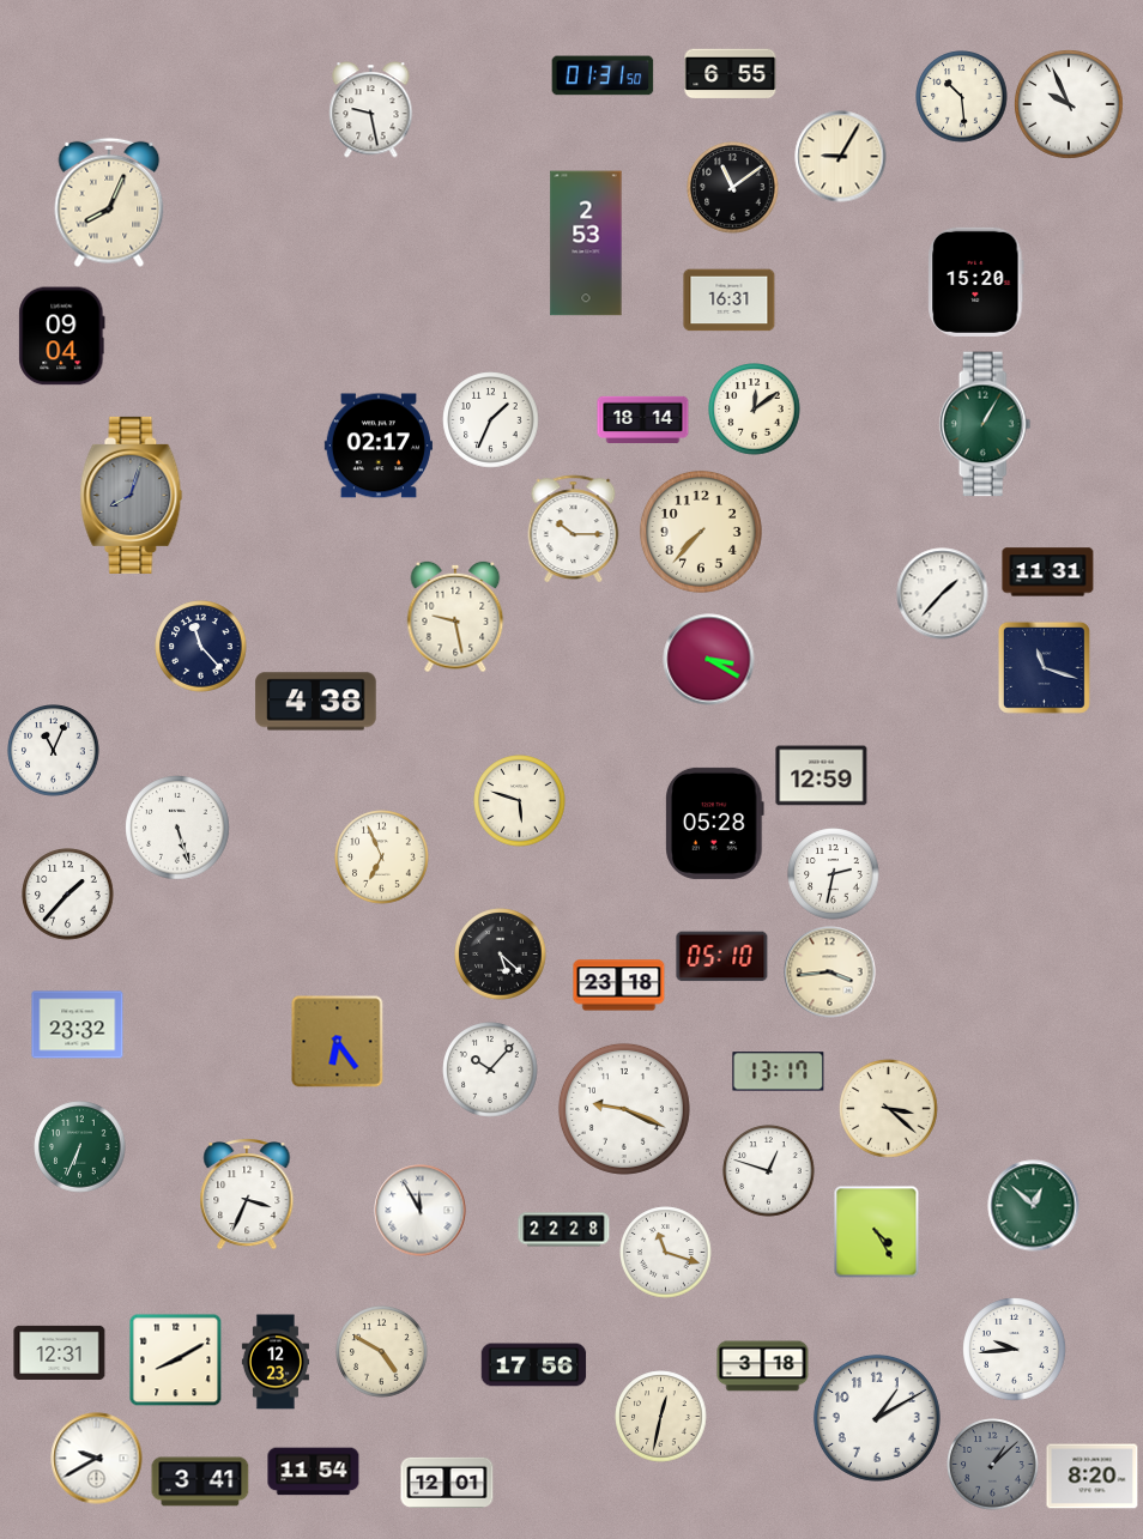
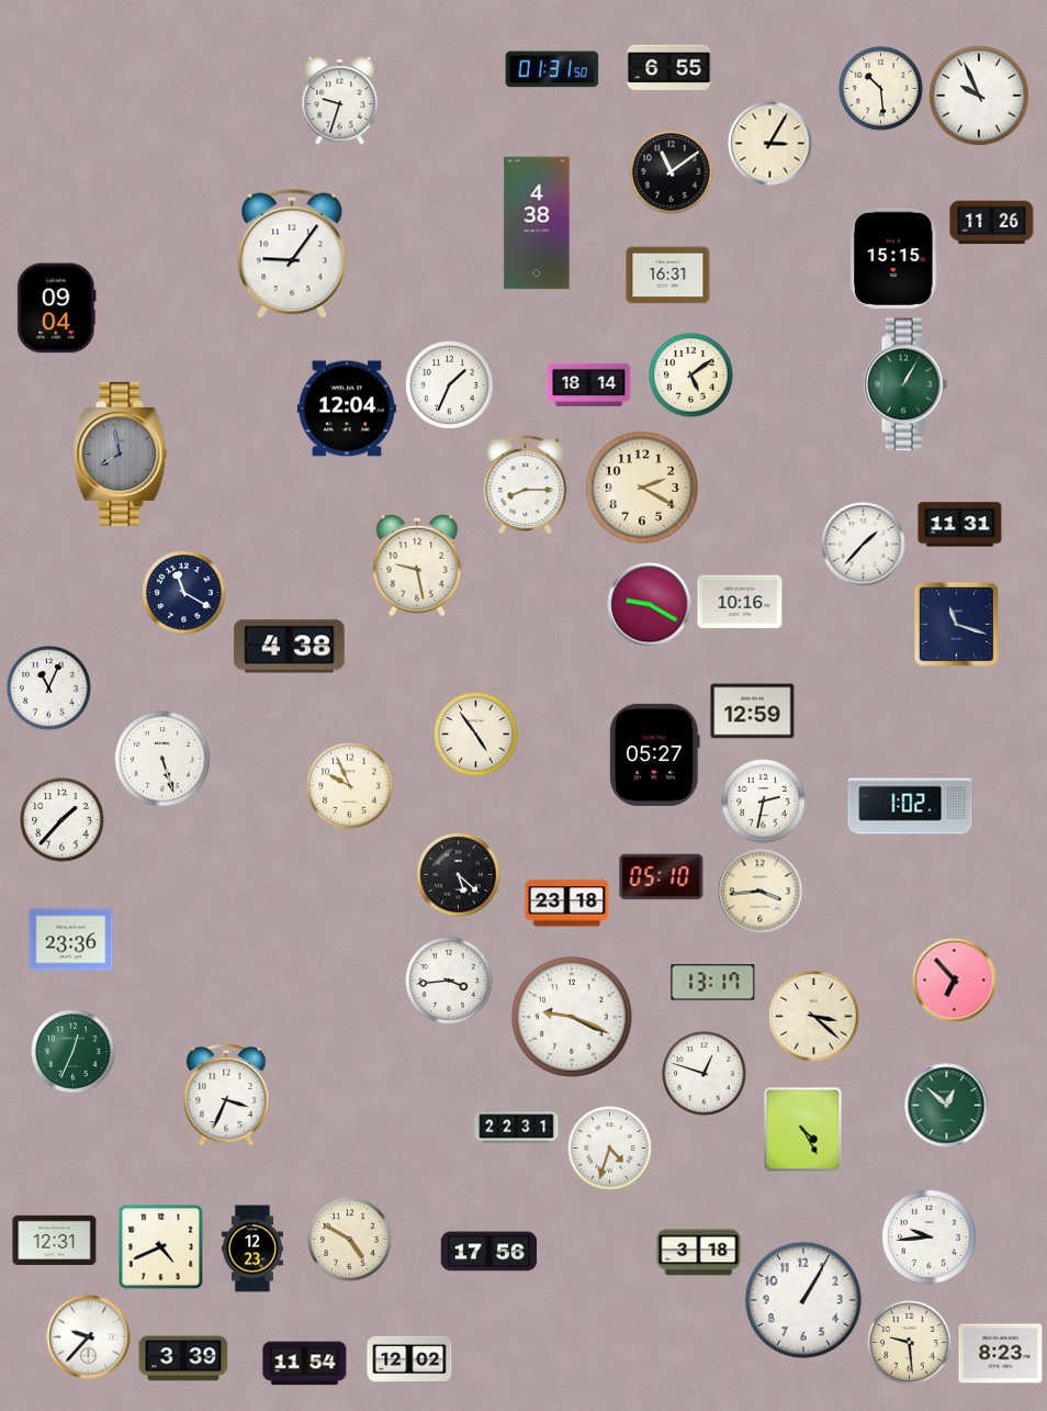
clock at (371, 110): 9:28 -> 9:33
clock at (841, 157): 9:05 -> 3:05
clock at (109, 202): 8:04 -> none
clock at (586, 243): 2:53 -> 4:38
clock at (992, 223): none -> 11:26
clock at (292, 254): none -> 9:06
clock at (976, 281): 15:20 -> 15:15
clock at (755, 410): 12:09 -> 5:09
clock at (985, 424) position: (985, 424) -> (905, 384)
clock at (379, 446): 02:17 -> 12:04
clock at (132, 495): 8:03 -> 7:58
clock at (574, 529): 10:15 -> 8:15
clock at (701, 532): 7:37 -> 2:20
clock at (201, 647): 11:23 -> 11:20
clock at (740, 602): none -> 10:16
clock at (709, 660): 3:20 -> 9:20
clock at (1044, 667) position: (1044, 667) -> (956, 624)
clock at (316, 702) position: (316, 702) -> (290, 647)
clock at (520, 801): 5:48 -> 4:54
clock at (715, 823): 05:28 -> 05:27
clock at (382, 858): 6:56 -> 9:56
clock at (910, 806): none -> 1:02
clock at (78, 1025): 23:32 -> 23:36
clock at (338, 1042): 6:24 -> none
clock at (490, 1070): 10:07 -> 3:44
clock at (955, 981): none -> 6:53
clock at (80, 1147): 6:34 -> 12:34
clock at (421, 1211): 11:55 -> none
clock at (564, 1230): 22:28 -> 22:31
clock at (666, 1253): 11:18 -> 4:33
clock at (175, 1359): 8:10 -> 4:41
clock at (661, 1417): 12:32 -> none
clock at (877, 1418): 1:10 -> 1:05
clock at (97, 1459): 9:40 -> 9:37
clock at (993, 1465): 1:08 -> 9:29
clock at (993, 1465) dial: grey -> cream
clock at (314, 1472) position: (314, 1472) -> (305, 1364)
clock at (1093, 1477): 8:20 -> 8:23
clock at (200, 1482): 3:41 -> 3:39
clock at (447, 1483): 12:01 -> 12:02
